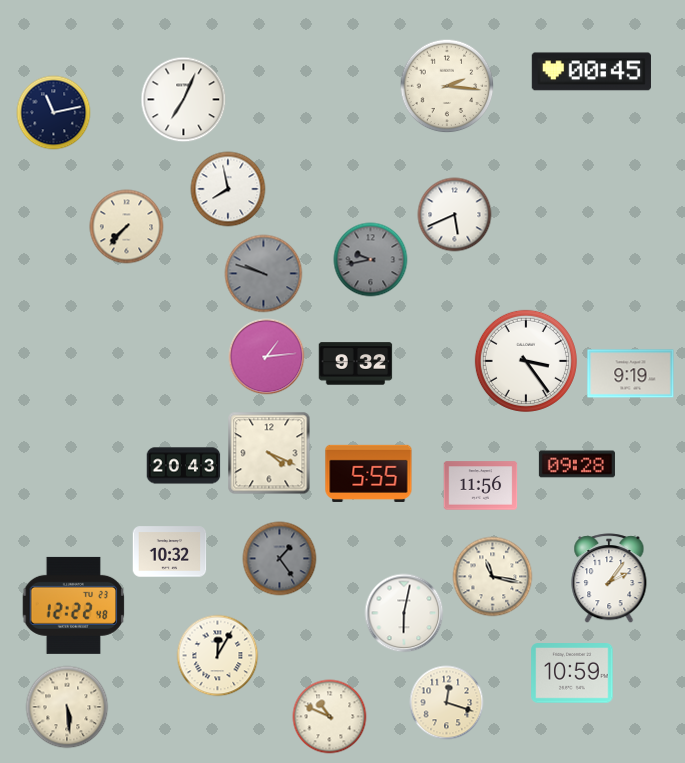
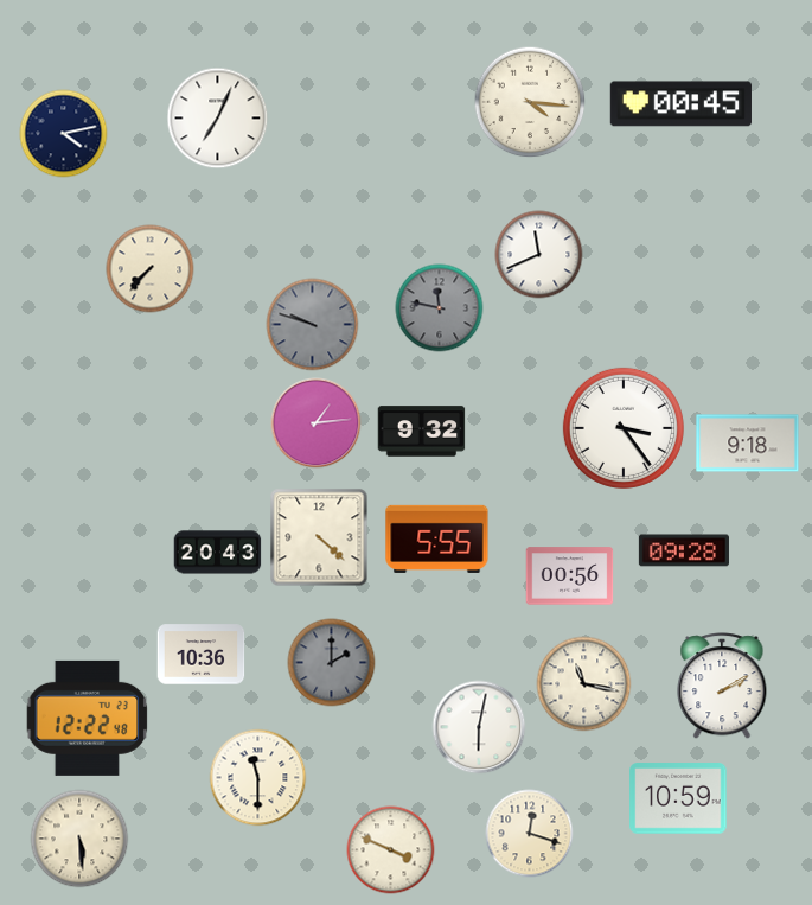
clock at (591, 72) position: (591, 72) -> (680, 104)
clock at (447, 86): 2:16 -> 4:16
clock at (54, 113): 11:13 -> 4:13
clock at (228, 189): 7:58 -> none
clock at (455, 215): 5:41 -> 11:41
clock at (371, 260): 9:43 -> 11:47
clock at (631, 374): 9:19 -> 9:18
clock at (269, 453): 4:19 -> 4:22
clock at (369, 473) position: (369, 473) -> (437, 538)
clock at (481, 486): 11:56 -> 00:56
clock at (170, 552): 10:32 -> 10:36
clock at (280, 559): 1:24 -> 2:00
clock at (609, 579): 2:06 -> 2:10
clock at (218, 656): 12:05 -> 11:30
clock at (330, 717): 10:49 -> 3:49
